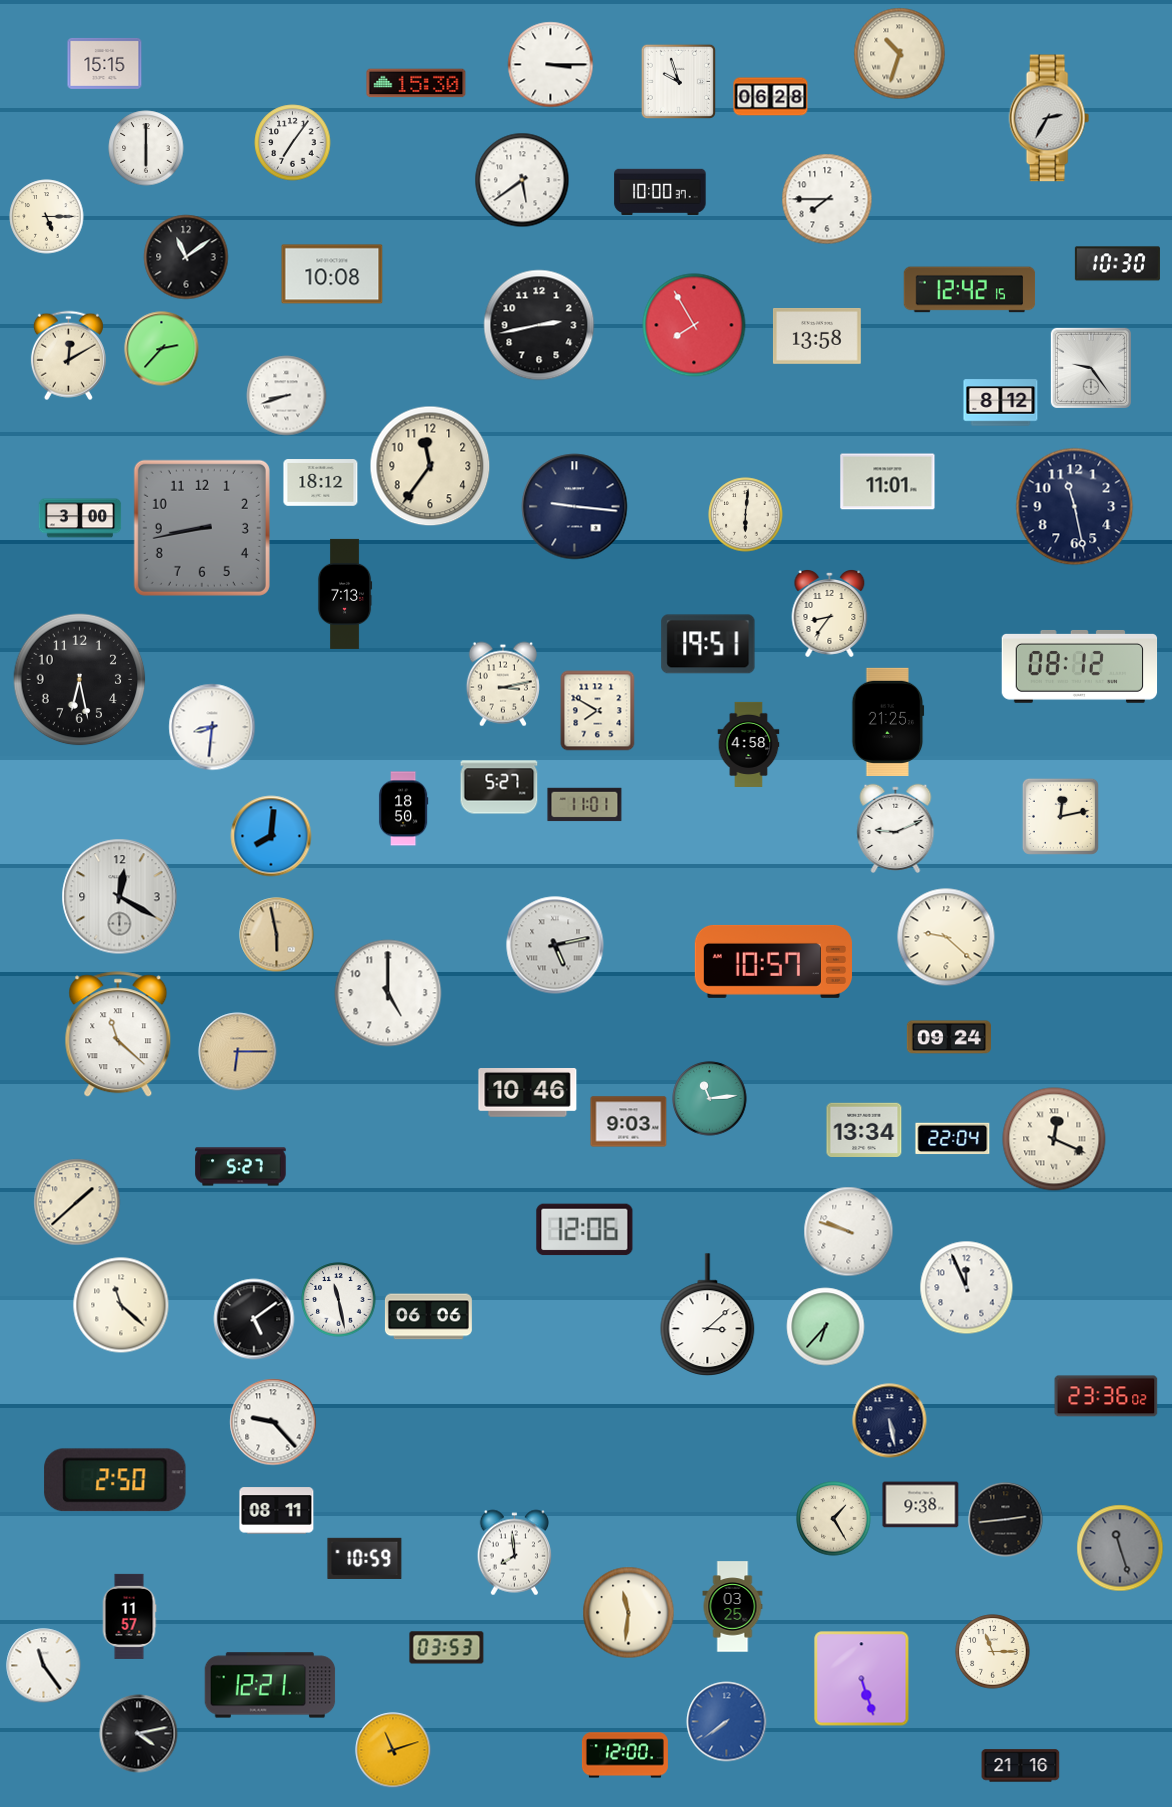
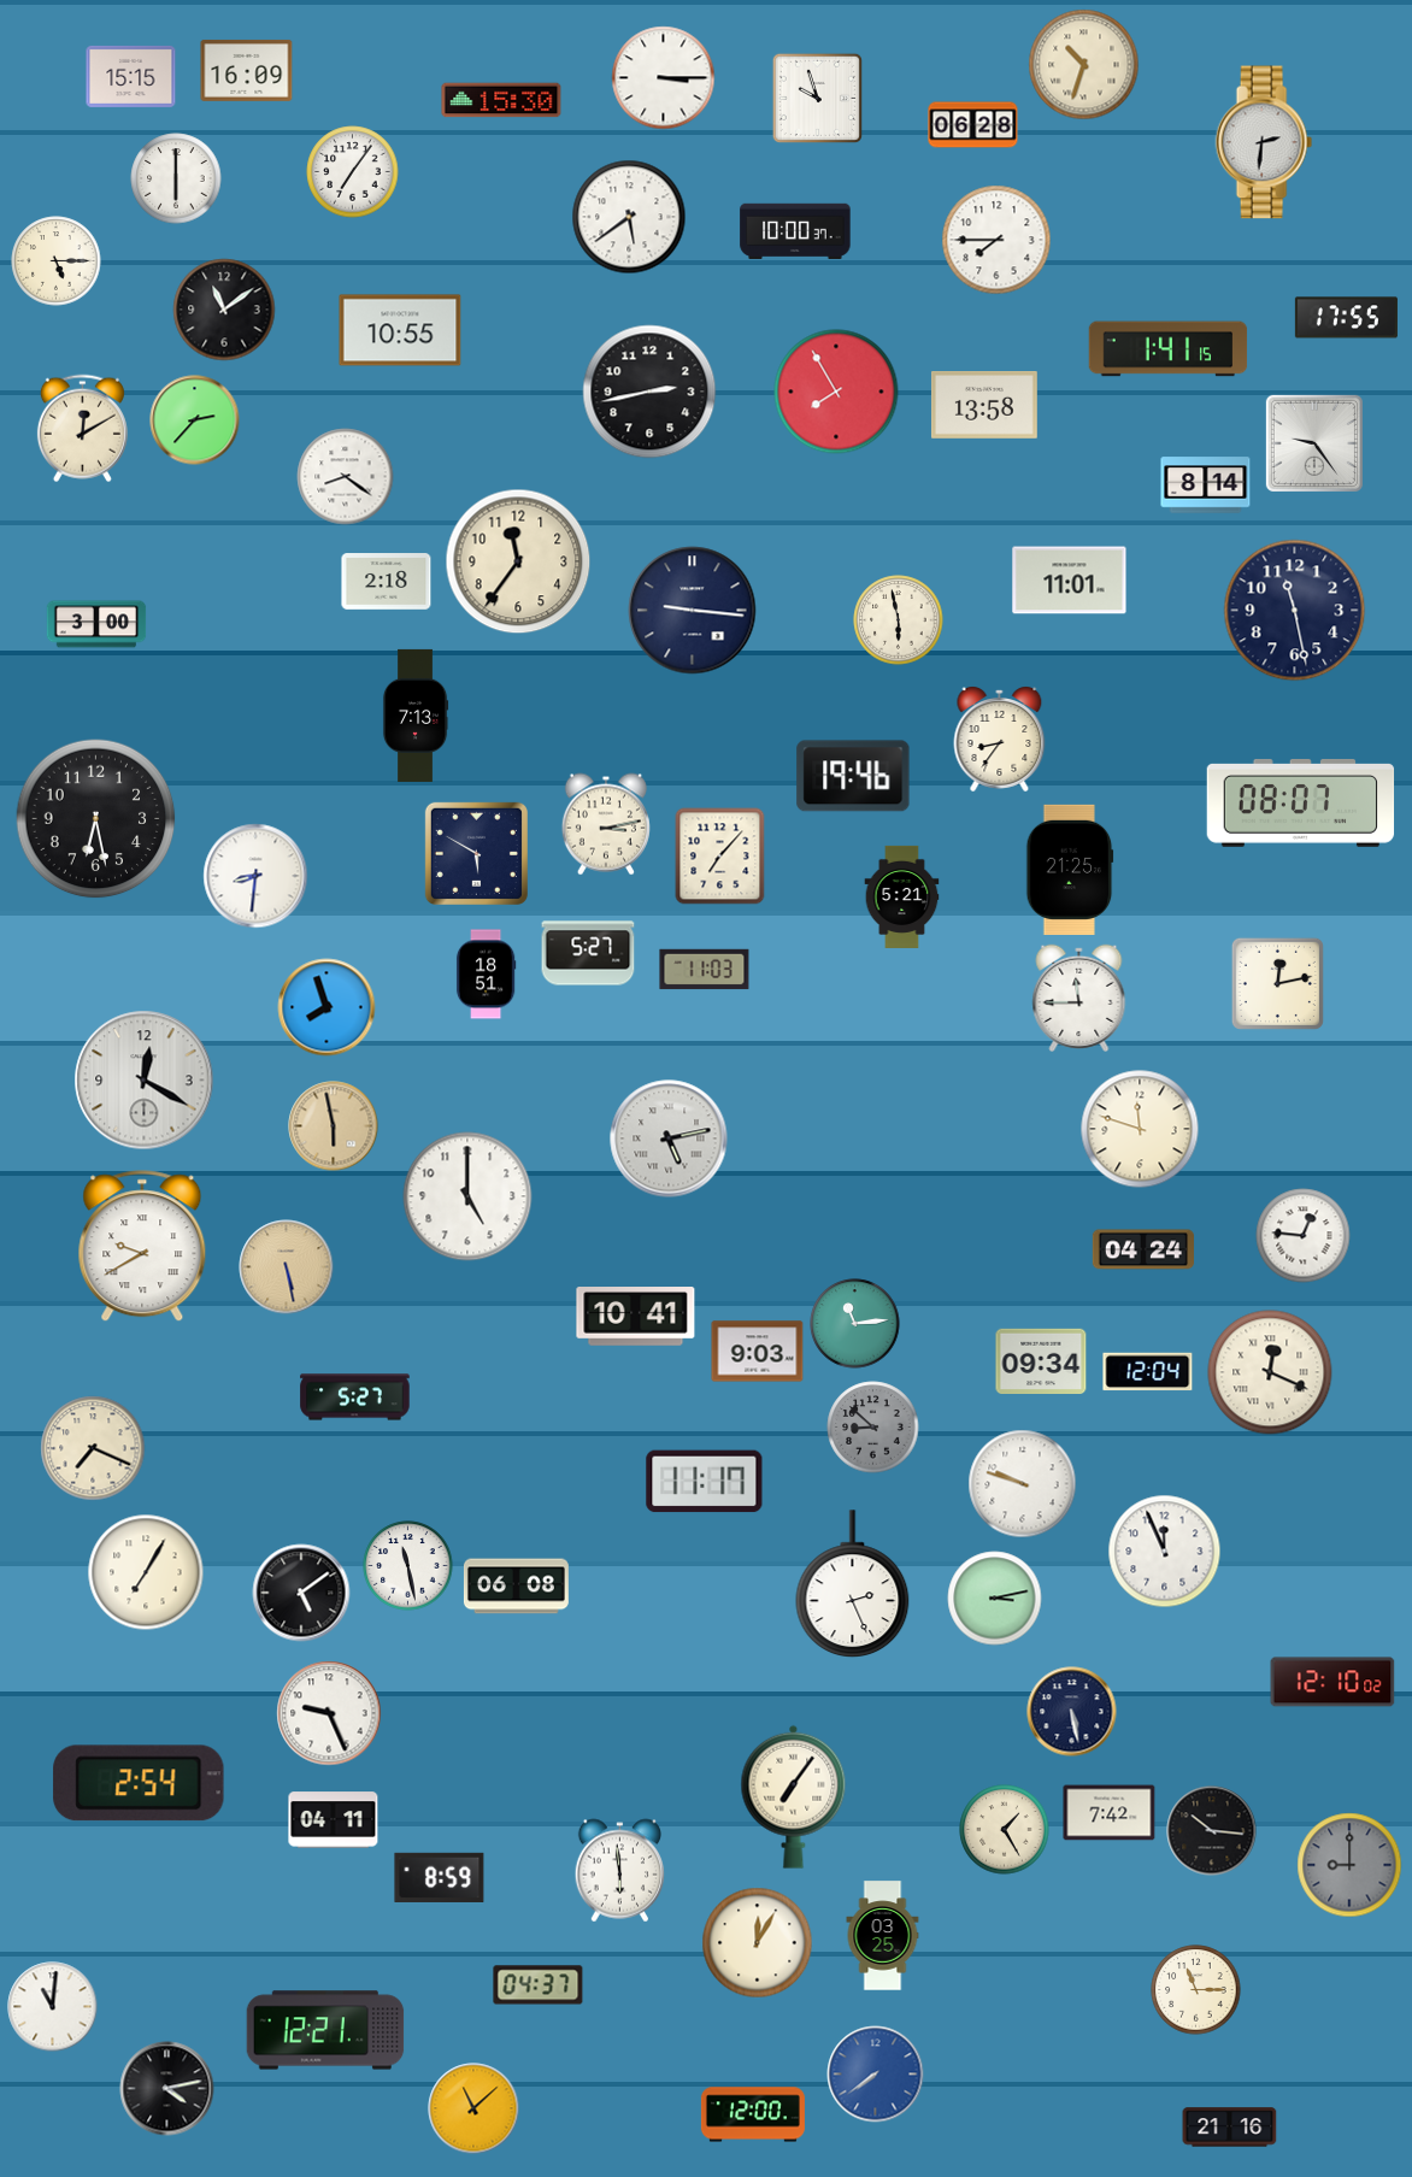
clock at (247, 70): none -> 16:09
clock at (105, 63) position: (105, 63) -> (131, 76)
clock at (771, 97) position: (771, 97) -> (973, 125)
clock at (1049, 118): 2:35 -> 2:31
clock at (1117, 264): 10:30 -> 17:55
clock at (332, 274): 10:08 -> 10:55
clock at (970, 290): 12:42 -> 1:41
clock at (287, 396): 8:42 -> 8:21
clock at (1001, 403): 8:12 -> 8:14
clock at (321, 483): 18:12 -> 2:18
clock at (746, 515): 6:01 -> 5:58
clock at (202, 528): 8:43 -> none
clock at (708, 644): 19:51 -> 19:46
clock at (1080, 667): 08:12 -> 08:07
clock at (476, 853): none -> 5:50
clock at (598, 711): 7:50 -> 7:07
clock at (749, 744): 4:58 -> 5:21
clock at (499, 787) position: (499, 787) -> (588, 953)
clock at (585, 805): 11:01 -> 11:03
clock at (403, 809): 18:50 -> 18:51
clock at (896, 828): 9:11 -> 11:45
clock at (271, 836): 8:01 -> 7:57
clock at (946, 937): 9:22 -> 11:48
clock at (773, 961): 10:57 -> none
clock at (1304, 1236): none -> 12:46
clock at (118, 1035): 11:22 -> 9:40
clock at (949, 1037): 09:24 -> 04:24
clock at (238, 1052): 6:15 -> 5:28
clock at (528, 1093): 10:46 -> 10:41
clock at (864, 1130): 13:34 -> 09:34
clock at (953, 1139): 22:04 -> 12:04
clock at (241, 1167) position: (241, 1167) -> (355, 1398)
clock at (873, 1428): none -> 8:52
clock at (77, 1202): 1:38 -> 7:19
clock at (585, 1230): 12:06 -> 11:17
clock at (121, 1305): 11:22 -> 7:05
clock at (708, 1314): 3:08 -> 2:26
clock at (428, 1317): 06:06 -> 06:08
clock at (254, 1319) position: (254, 1319) -> (301, 1593)
clock at (826, 1327): 6:37 -> 3:13
clock at (1106, 1396): 23:36 -> 12:10
clock at (273, 1422): 9:23 -> 9:26
clock at (115, 1480): 2:50 -> 2:54
clock at (794, 1796): none -> 7:06
clock at (921, 1505): 9:38 -> 7:42
clock at (277, 1511): 08:11 -> 04:11
clock at (1006, 1520): 2:44 -> 10:16
clock at (1120, 1548): 11:27 -> 9:00
clock at (515, 1553): 7:59 -> 5:59
clock at (365, 1558): 10:59 -> 8:59
clock at (629, 1613): 11:31 -> 12:05
clock at (129, 1616): 11:57 -> none
clock at (447, 1648): 03:53 -> 04:37
clock at (44, 1666): 11:24 -> 11:01
clock at (862, 1679): 5:27 -> none
clock at (393, 1750): 11:12 -> 11:08
